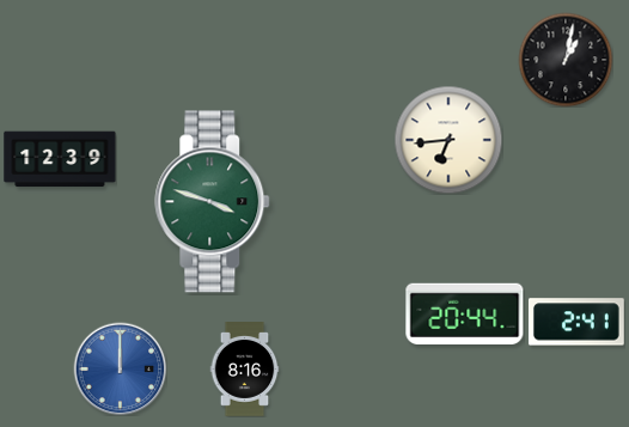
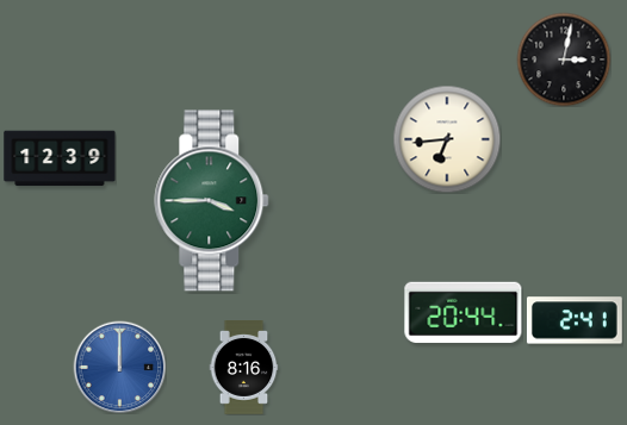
clock at (566, 60): 1:02 -> 3:02
clock at (213, 202): 3:48 -> 3:45
